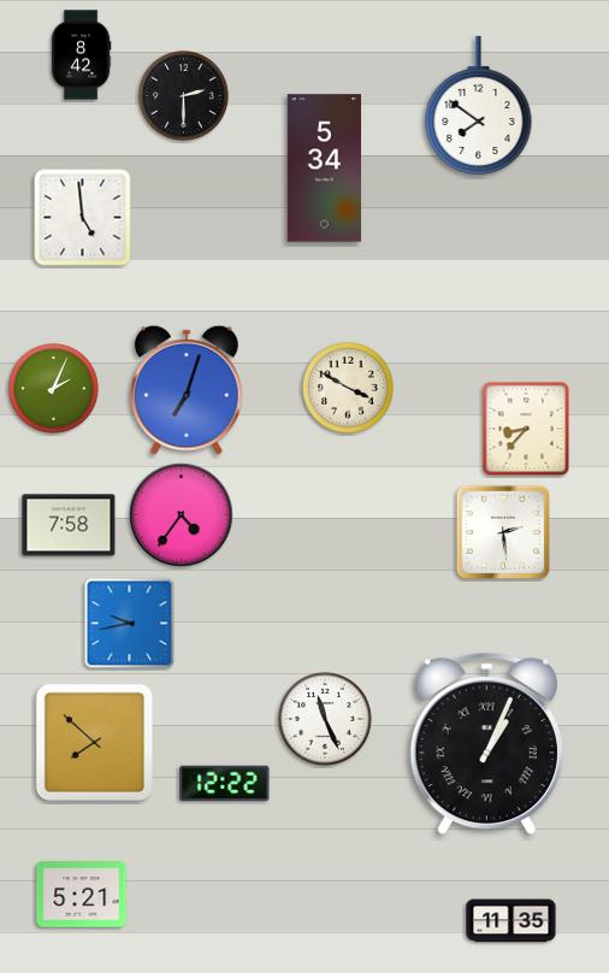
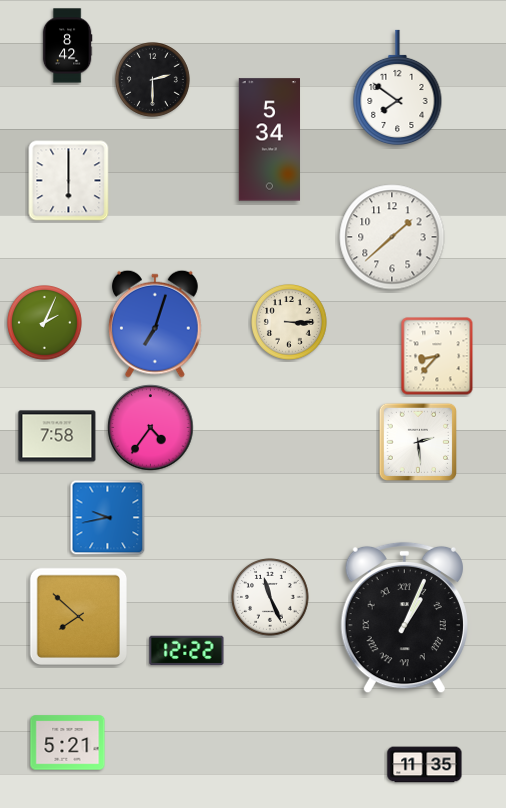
clock at (83, 218): 4:59 -> 6:00
clock at (392, 237): none -> 1:38
clock at (349, 389): 3:50 -> 3:15
